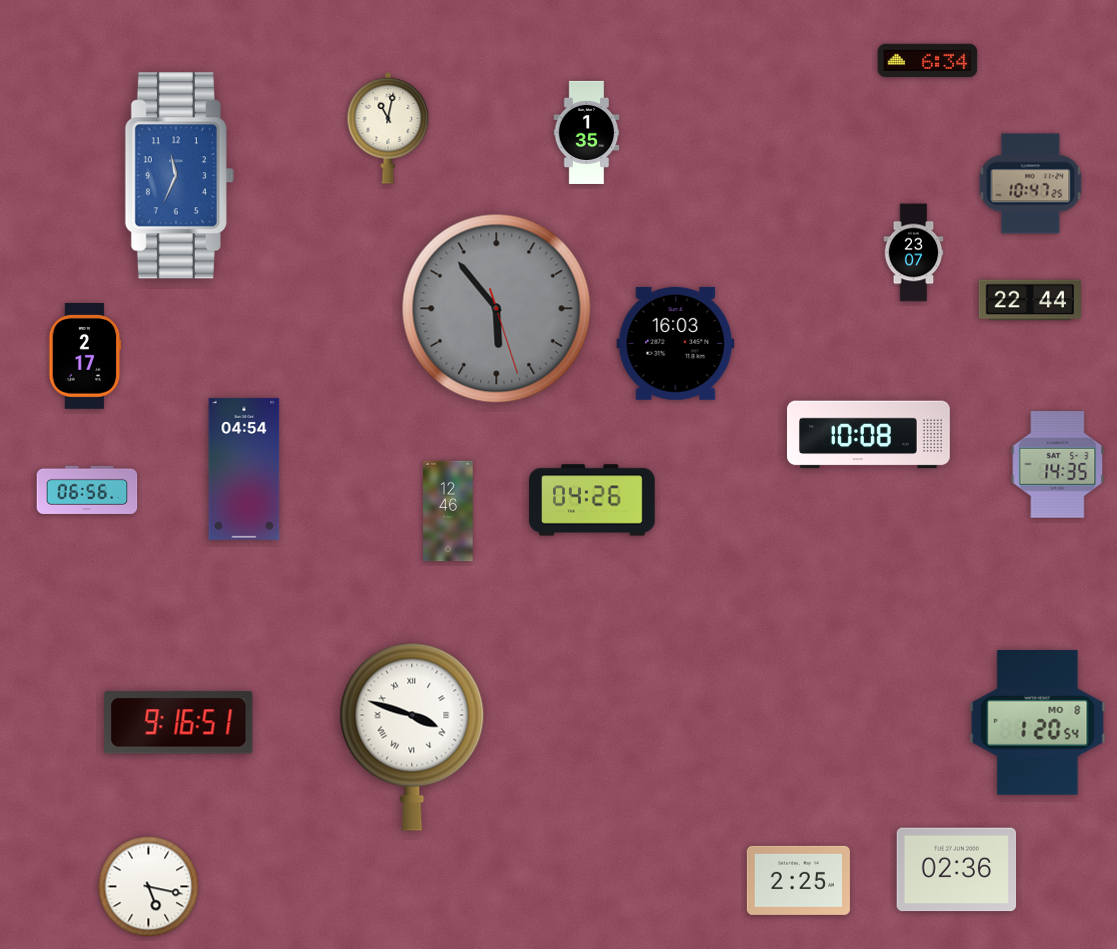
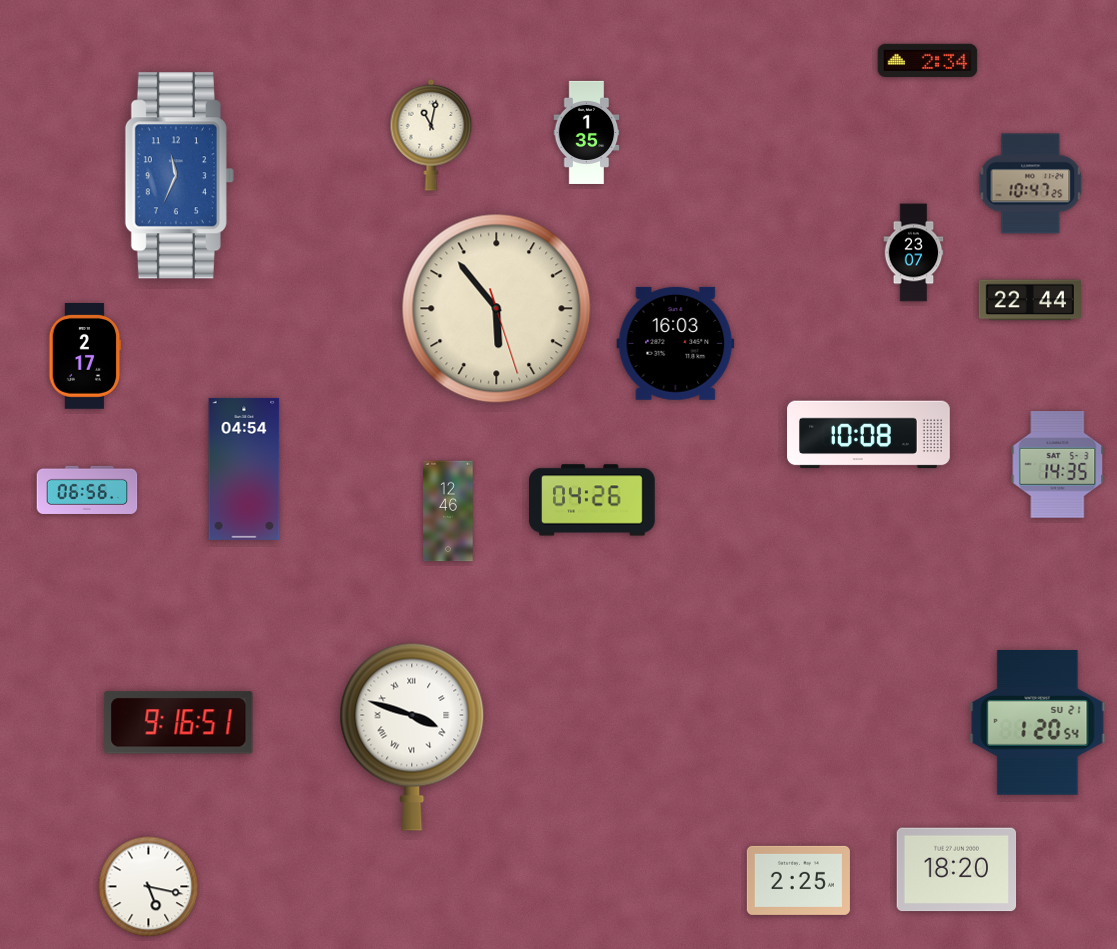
clock at (928, 61): 6:34 -> 2:34
clock at (388, 128) position: (388, 128) -> (431, 135)
clock at (497, 309) dial: grey -> cream
clock at (1038, 723) date: MO 8 -> SU 21
clock at (957, 870): 02:36 -> 18:20
